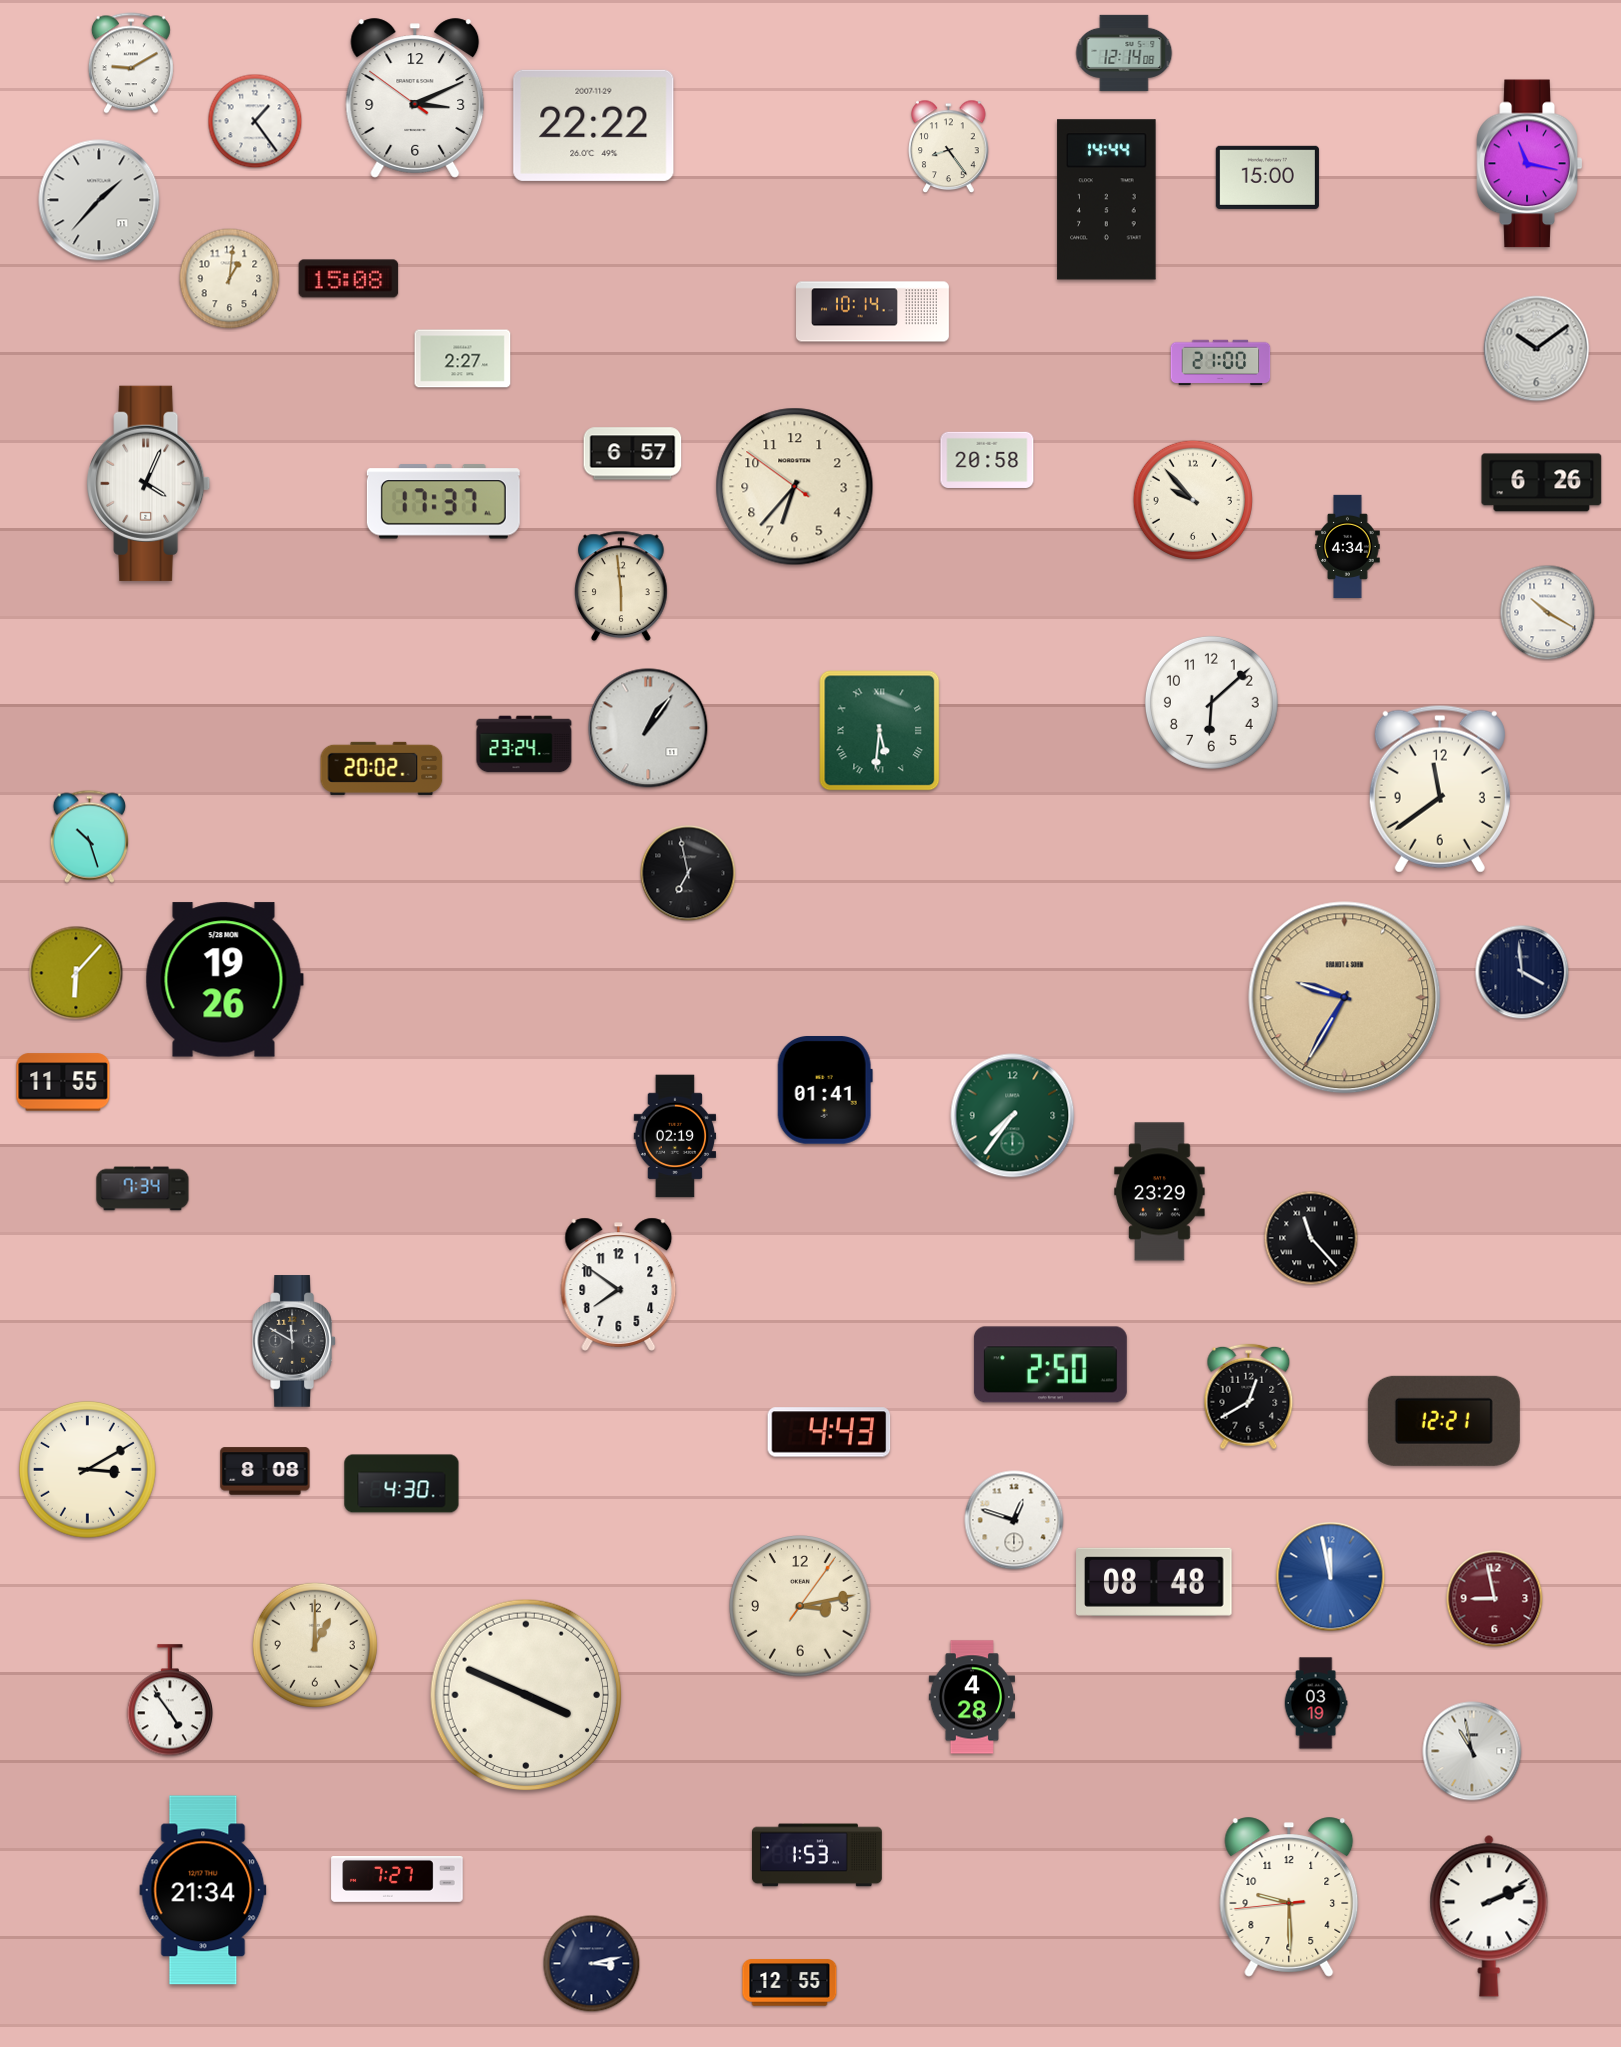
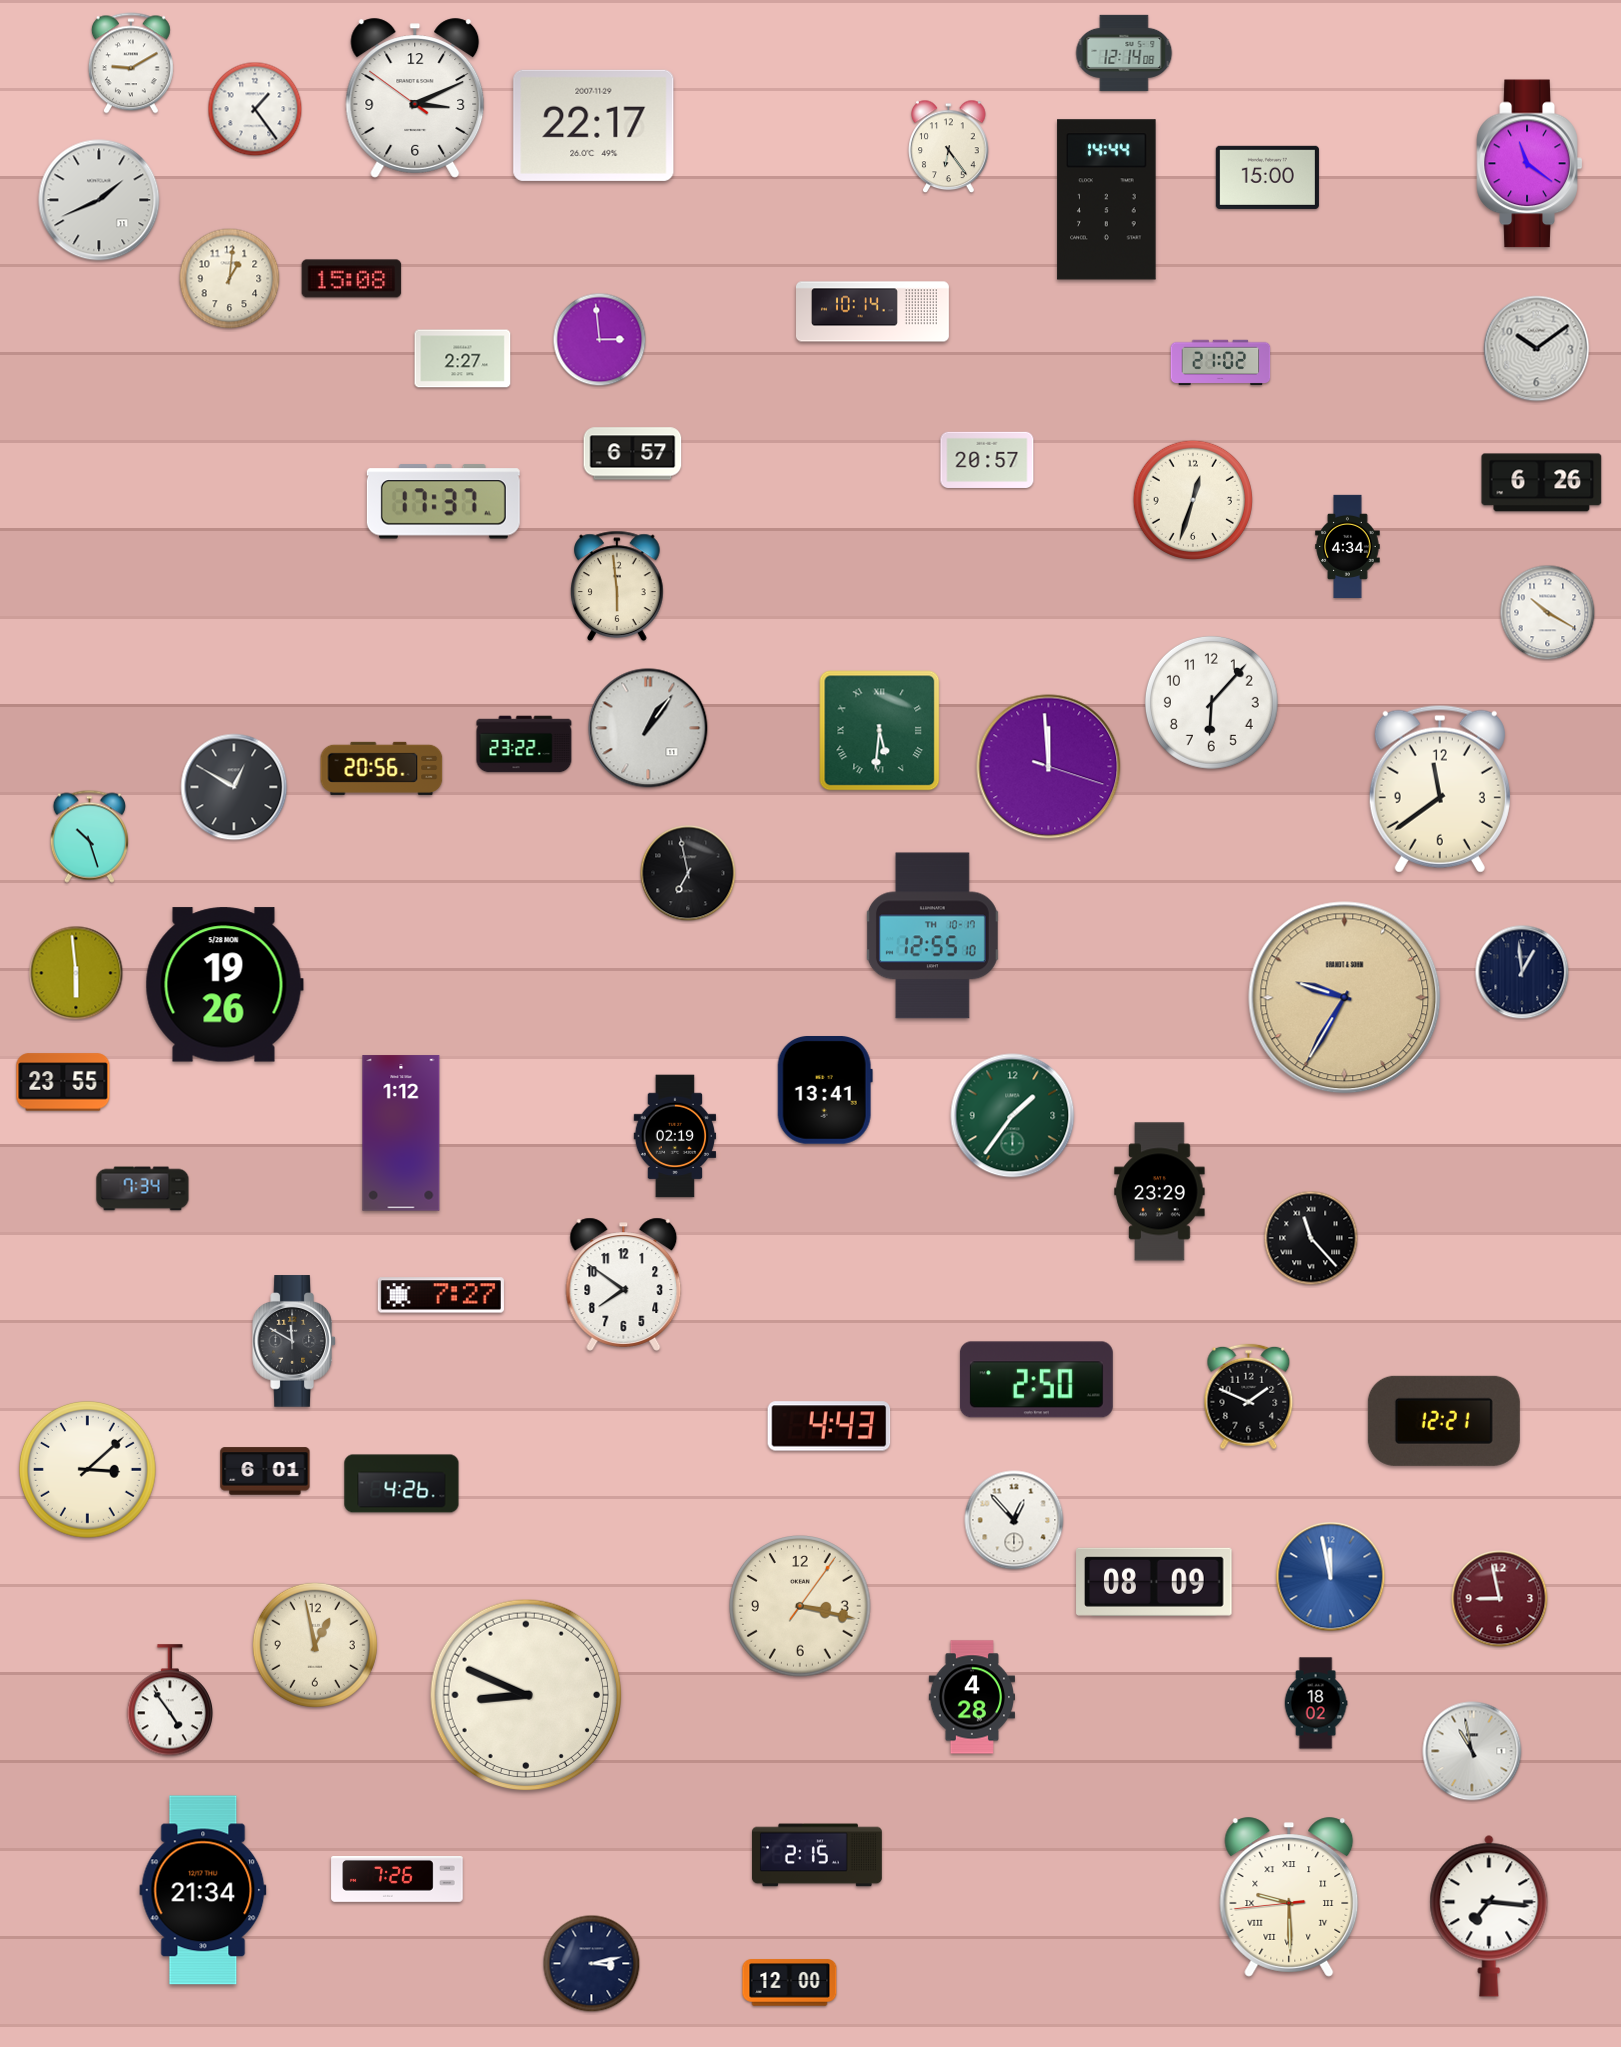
clock at (255, 121) position: (255, 121) -> (255, 109)
clock at (594, 125): 22:22 -> 22:17
clock at (949, 147): 8:24 -> 6:24
clock at (1530, 164): 11:17 -> 11:21
clock at (99, 200): 1:37 -> 1:41
clock at (349, 279) position: (349, 279) -> (352, 279)
clock at (600, 340): none -> 2:59
clock at (1221, 363): 21:00 -> 21:02
clock at (987, 460): 20:58 -> 20:57
clock at (149, 483): 4:04 -> none
clock at (795, 487): 6:36 -> none
clock at (1193, 500): 9:53 -> 12:33
clock at (622, 586) position: (622, 586) -> (618, 586)
clock at (1211, 702): 6:08 -> 6:07
clock at (524, 744): 23:24 -> 23:22
clock at (1049, 767): none -> 11:59
clock at (382, 768): 20:02 -> 20:56
clock at (234, 787): none -> 12:50
clock at (932, 936): none -> 12:55
clock at (1522, 972): 3:59 -> 12:59
clock at (76, 973): 6:07 -> 5:59
clock at (224, 980) position: (224, 980) -> (224, 985)
clock at (63, 1082): 11:55 -> 23:55
clock at (825, 1091): 01:41 -> 13:41
clock at (1013, 1116): 7:36 -> 1:36
clock at (401, 1133): none -> 1:12
clock at (619, 1284) position: (619, 1284) -> (624, 1284)
clock at (441, 1295): none -> 7:27
clock at (1050, 1365) position: (1050, 1365) -> (1036, 1380)
clock at (1249, 1397): 12:40 -> 1:49
clock at (829, 1432) position: (829, 1432) -> (829, 1426)
clock at (87, 1469): 3:10 -> 3:08
clock at (265, 1471): 8:08 -> 6:01
clock at (402, 1484): 4:30 -> 4:26
clock at (1014, 1520): 12:48 -> 12:53
clock at (1154, 1582): 08:48 -> 08:09
clock at (1495, 1599) position: (1495, 1599) -> (1500, 1599)
clock at (800, 1606): 3:13 -> 3:17
clock at (315, 1645): 1:00 -> 12:58
clock at (526, 1695): 3:49 -> 8:49
clock at (1316, 1703): 03:19 -> 18:02
clock at (818, 1855): 1:53 -> 2:15
clock at (397, 1880): 7:27 -> 7:26
clock at (1289, 1897) numerals: Arabic -> Roman
clock at (1489, 1916): 2:11 -> 7:16
clock at (790, 1983): 12:55 -> 12:00
